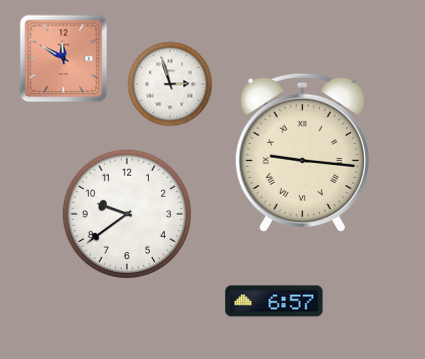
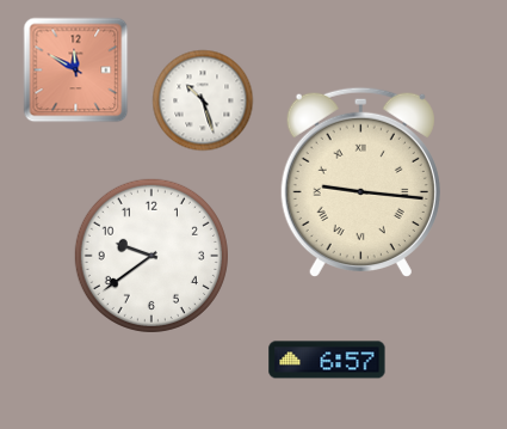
clock at (170, 84): 2:57 -> 10:27
